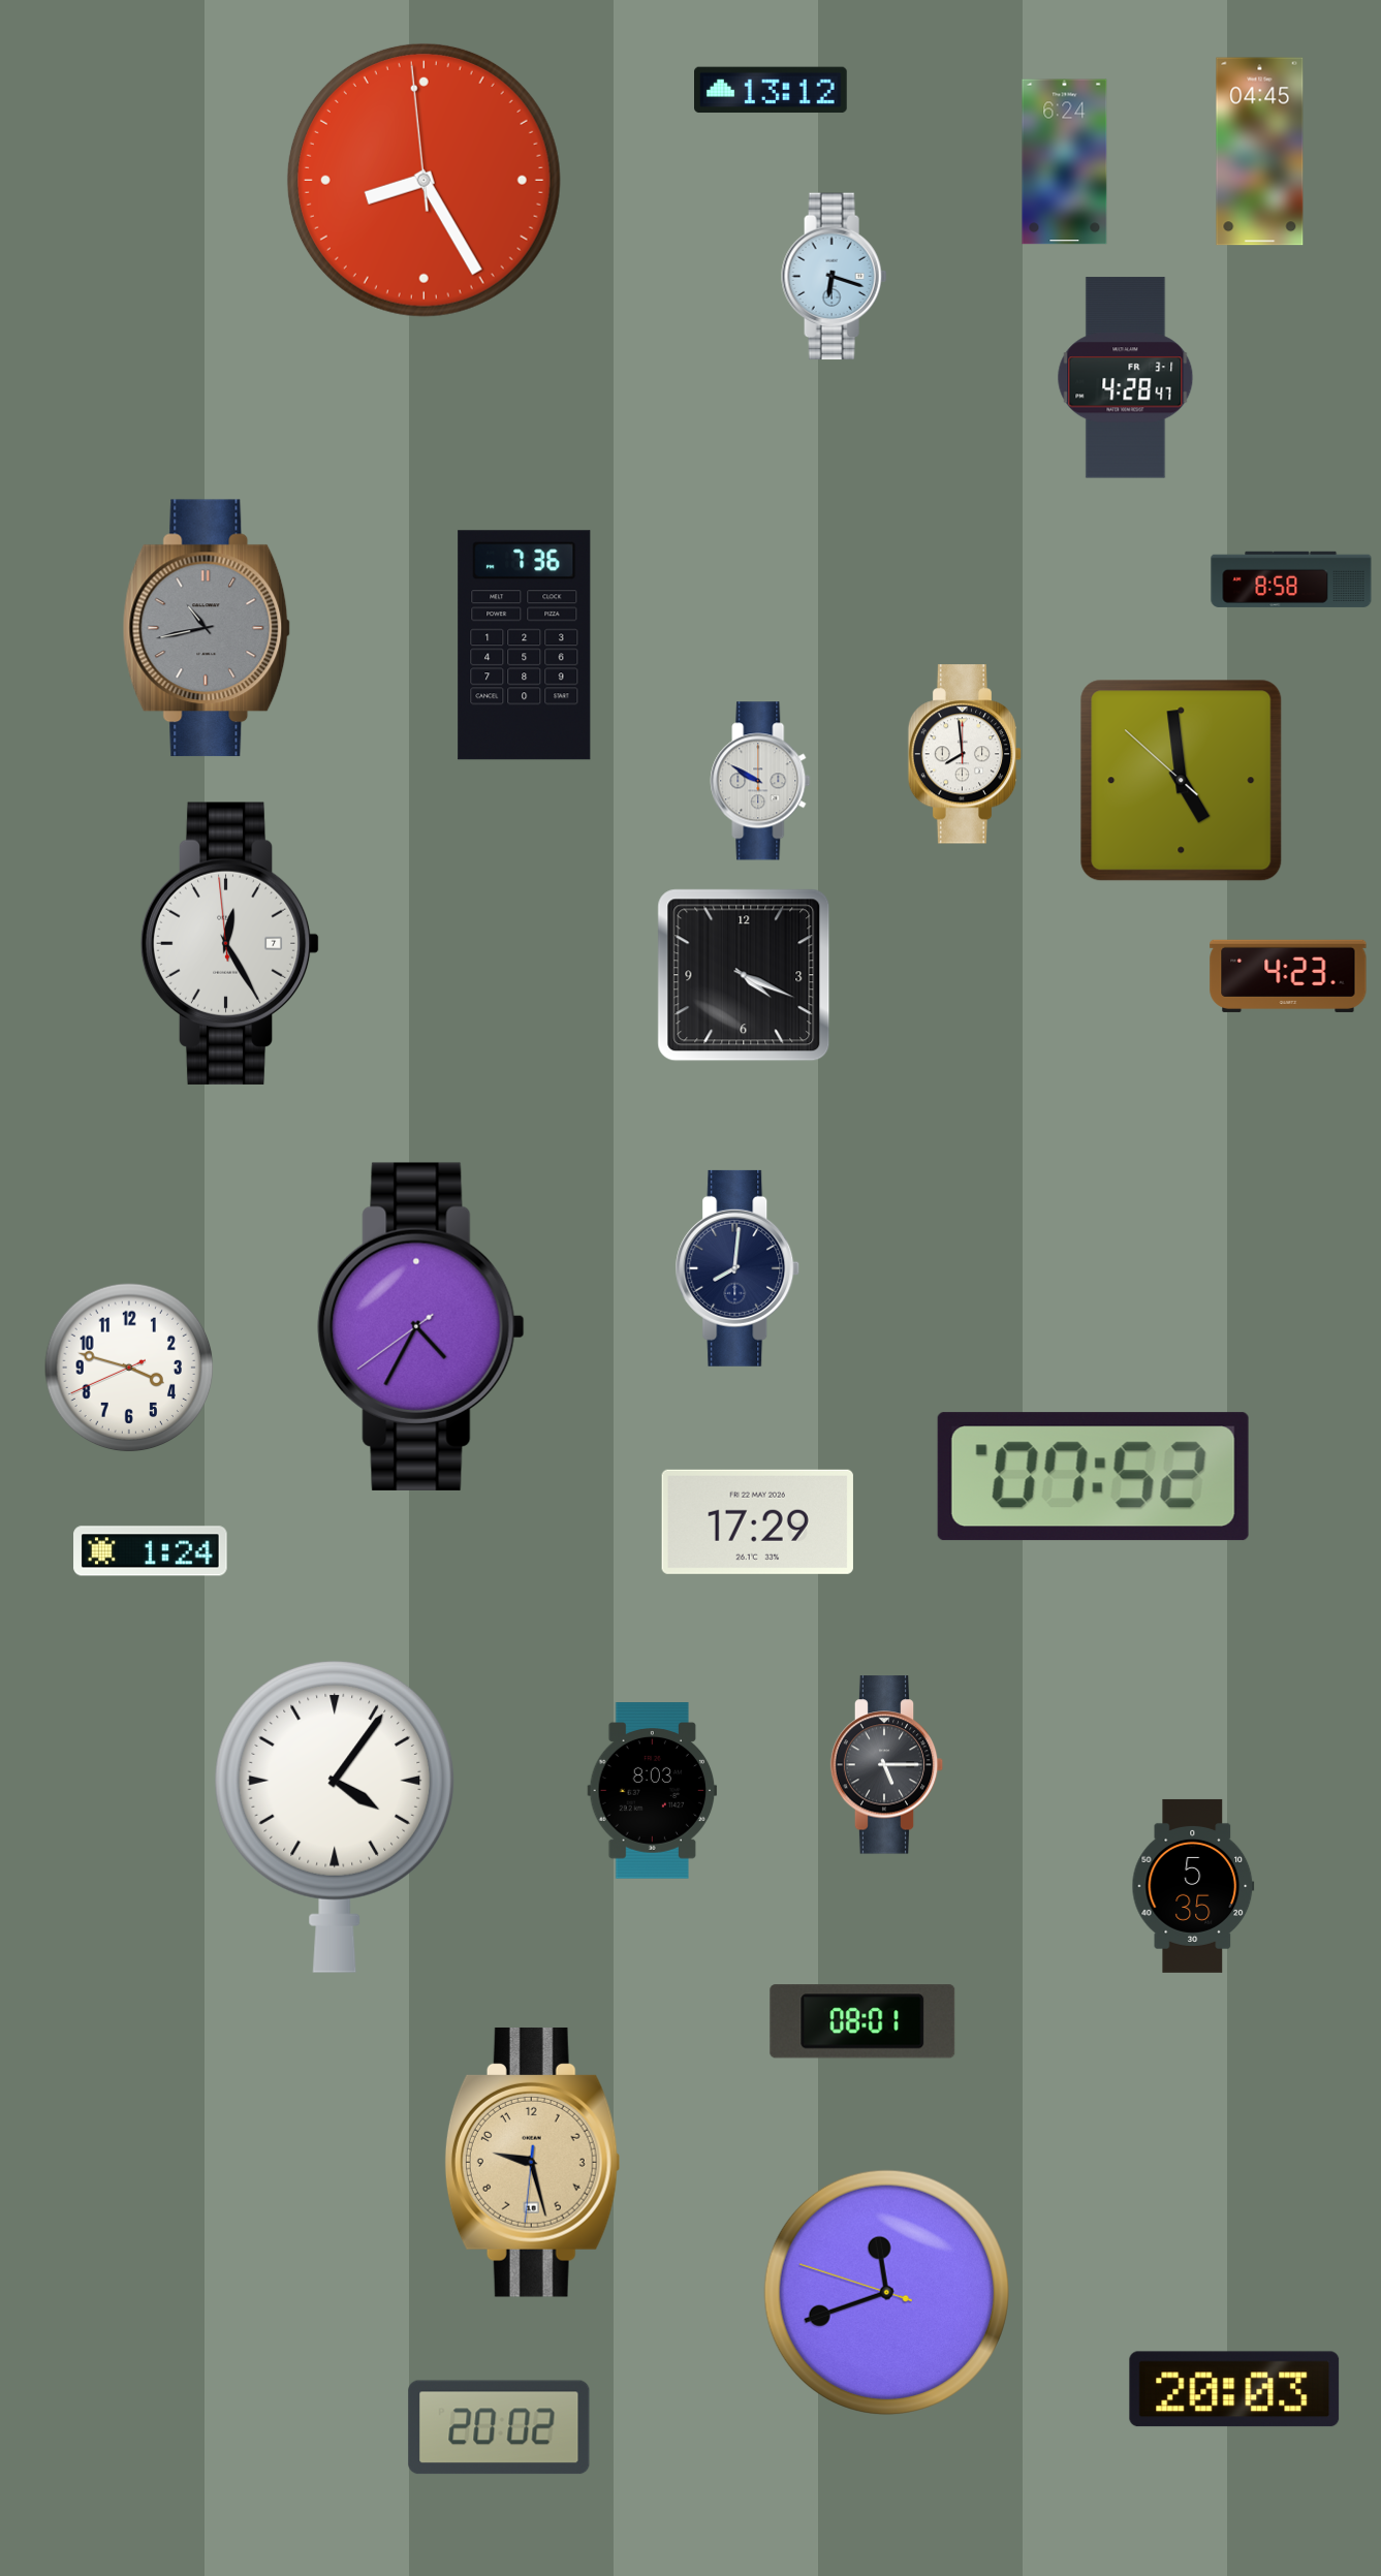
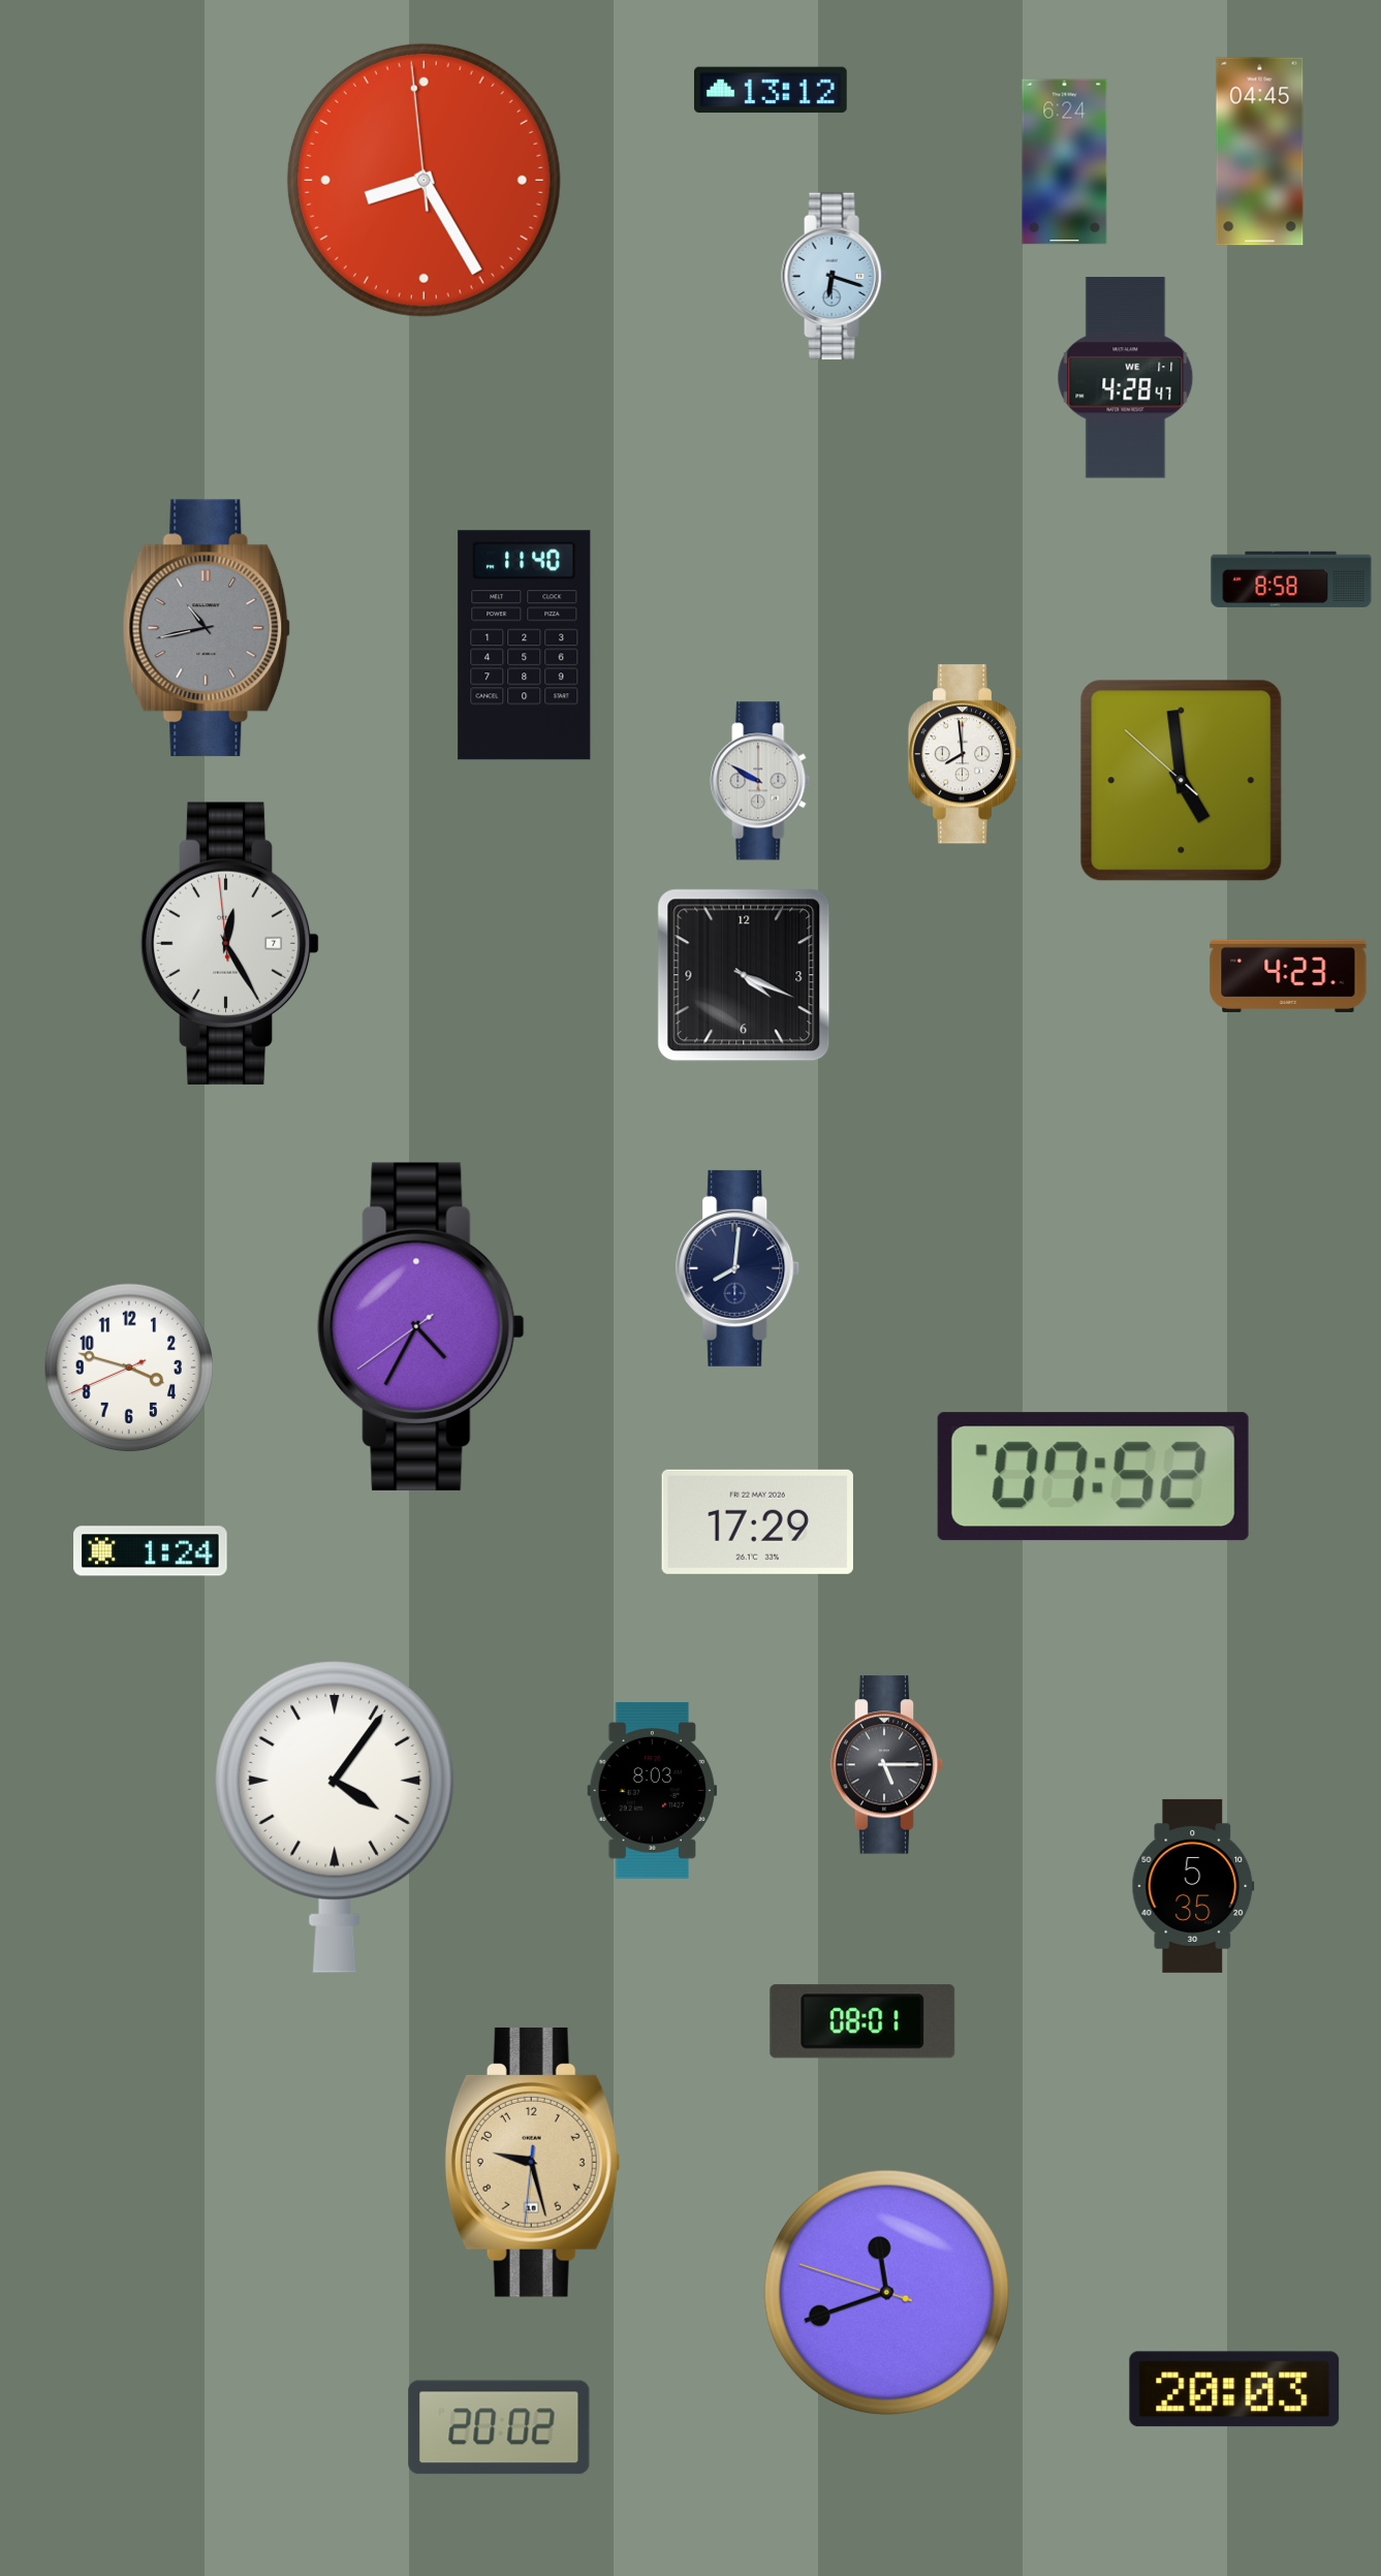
clock at (1126, 378) date: FR 3-1 -> WE 1-1
clock at (525, 646): 7:36 -> 11:40
